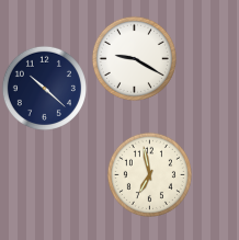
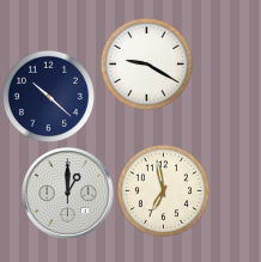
clock at (68, 194): none -> 1:00
